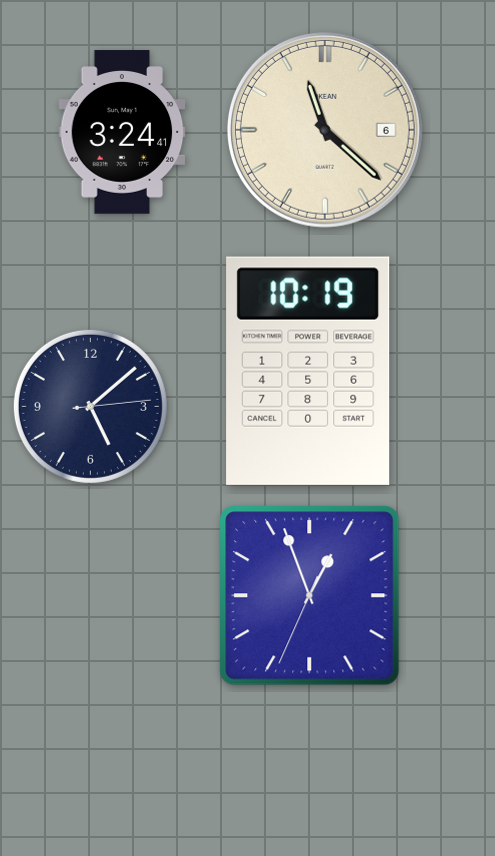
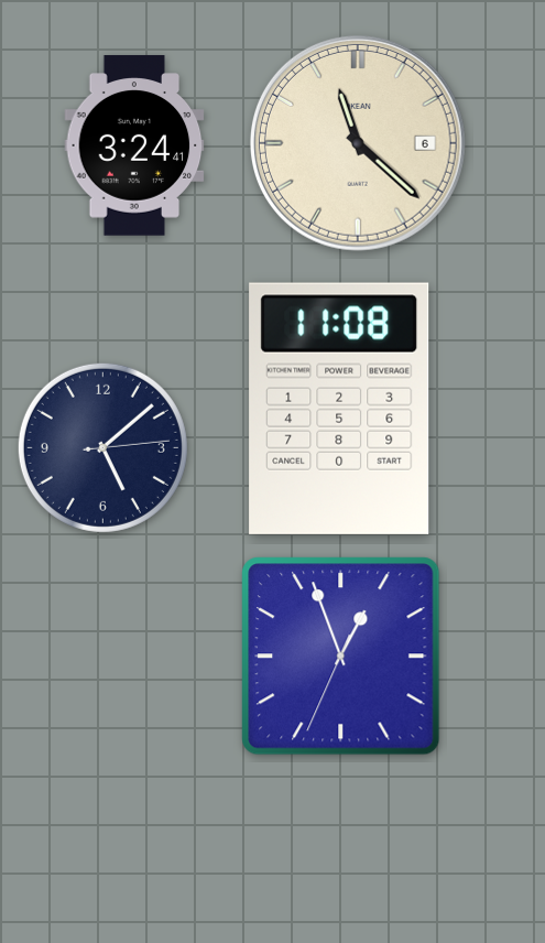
clock at (308, 371): 10:19 -> 11:08
clock at (90, 406) position: (90, 406) -> (102, 447)
